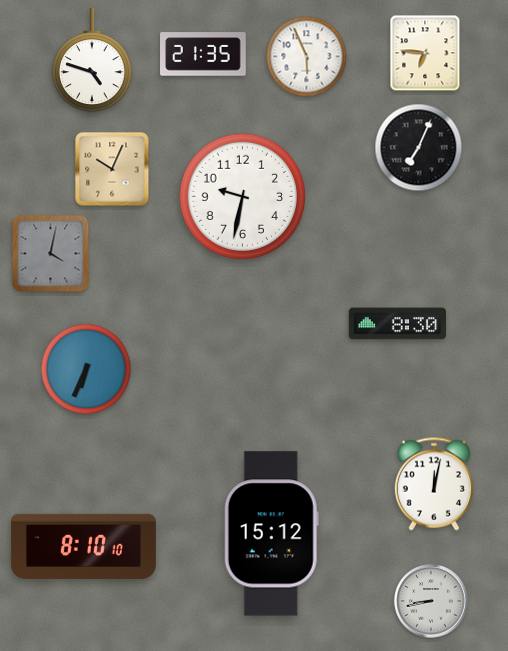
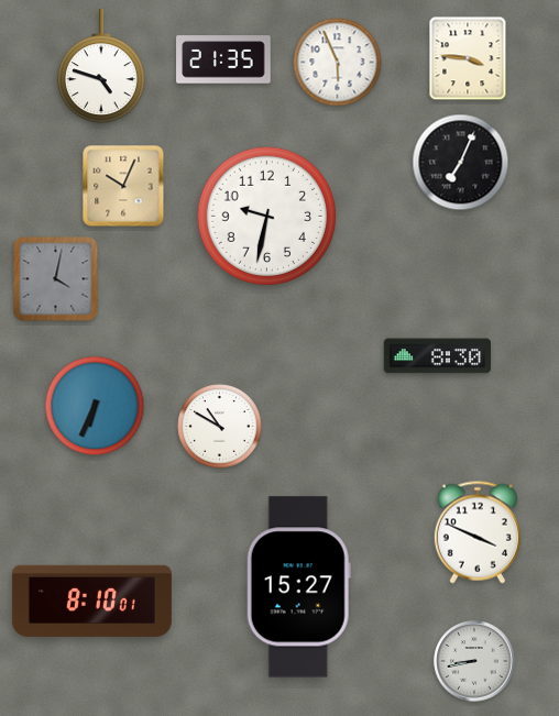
clock at (425, 53): 6:46 -> 3:46
clock at (220, 427): none -> 10:50
clock at (434, 484): 12:02 -> 3:49
clock at (271, 534): 15:12 -> 15:27
clock at (83, 546): 8:10:10 -> 8:10:01
